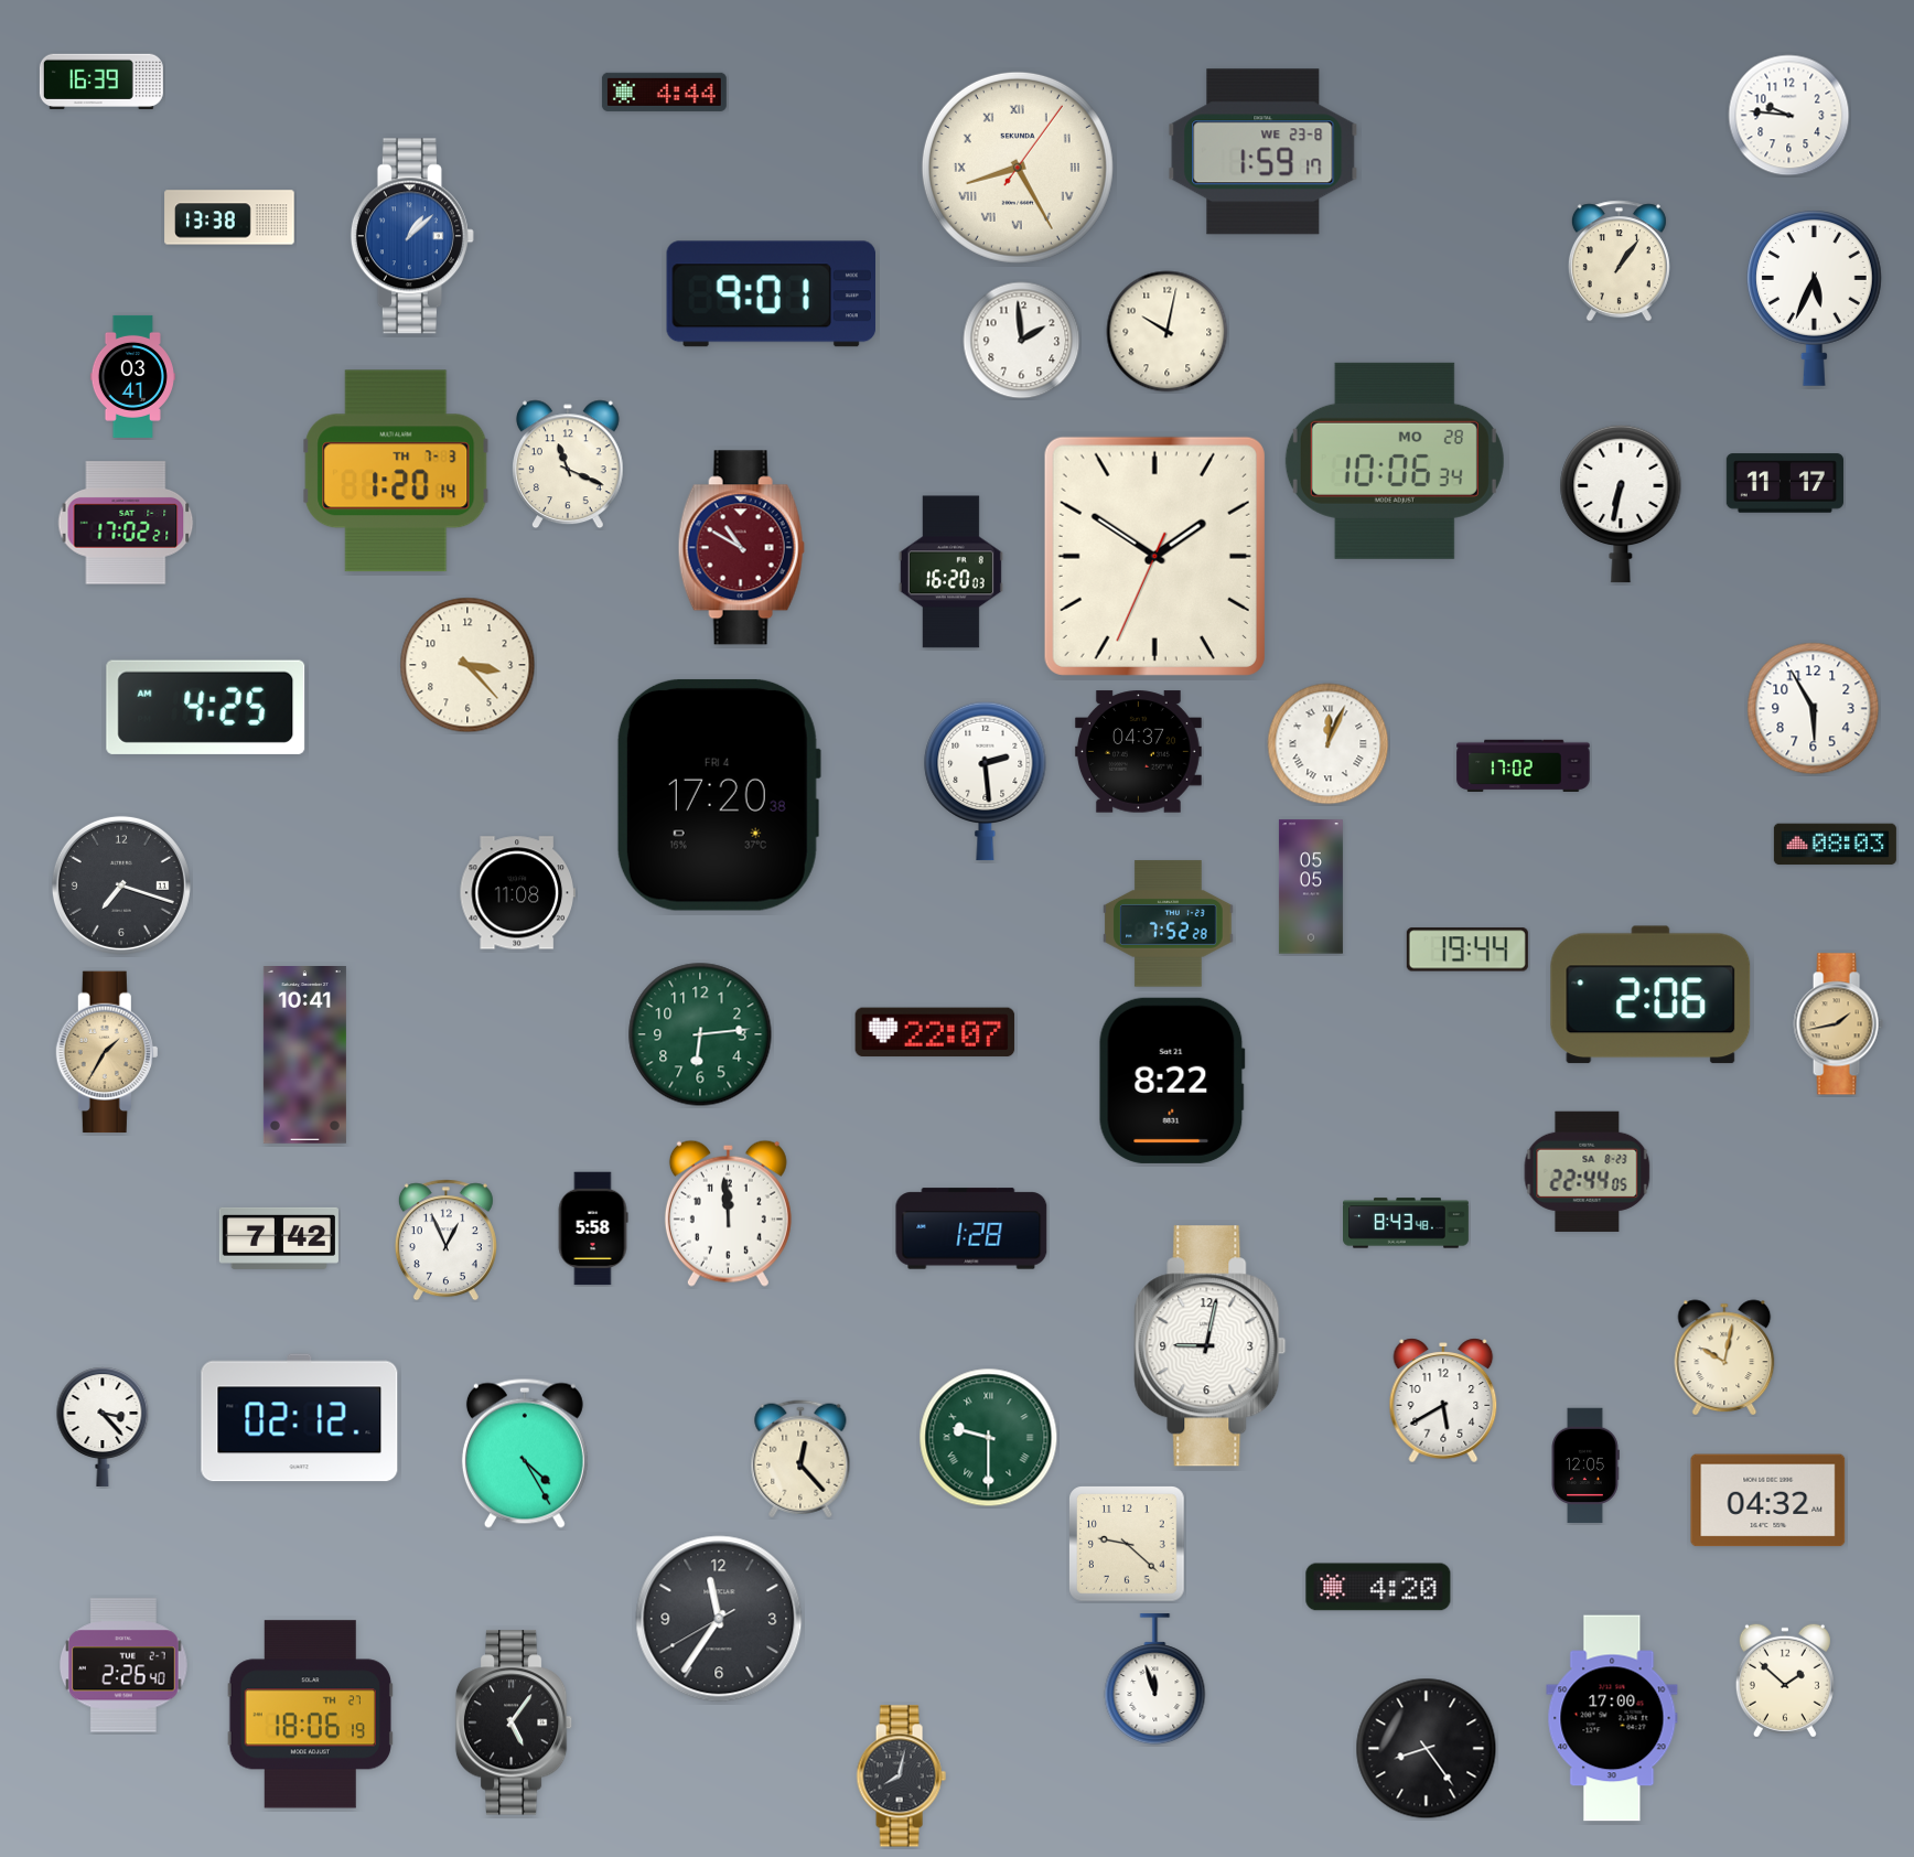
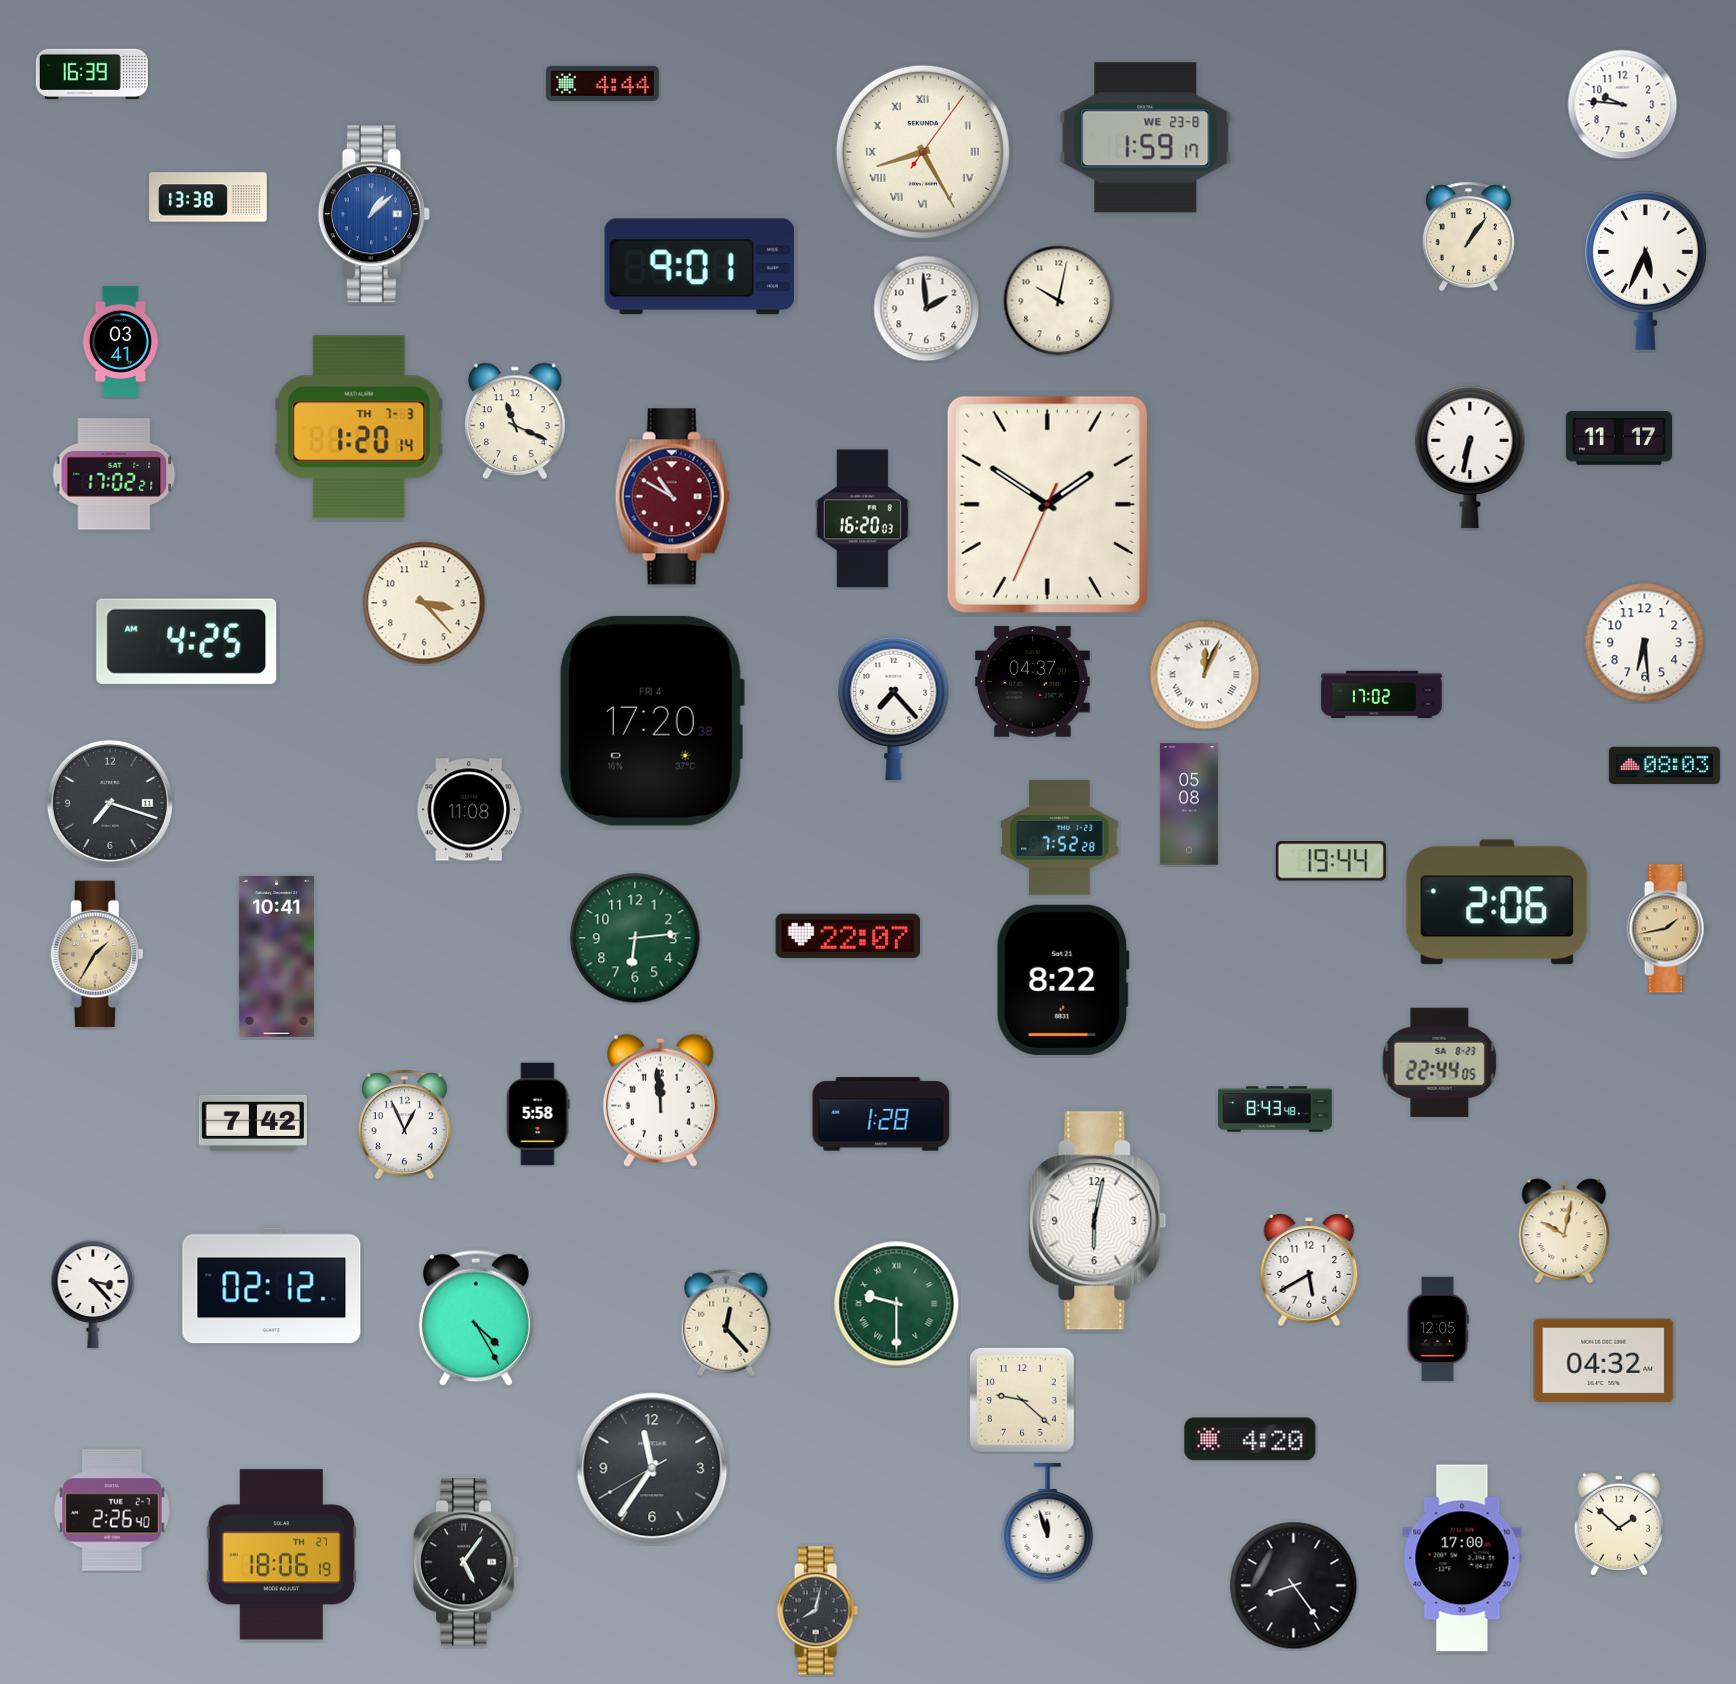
clock at (1395, 461): 10:06 -> none
clock at (1814, 709): 5:55 -> 6:29
clock at (986, 781): 2:29 -> 7:23
clock at (1311, 887): 05:05 -> 05:08
clock at (1211, 1346): 9:02 -> 6:02
